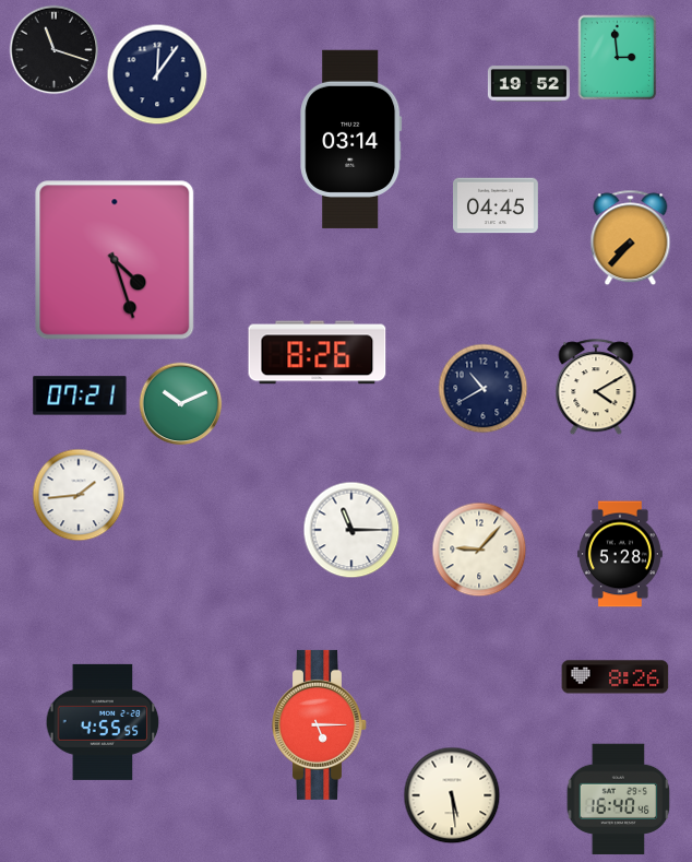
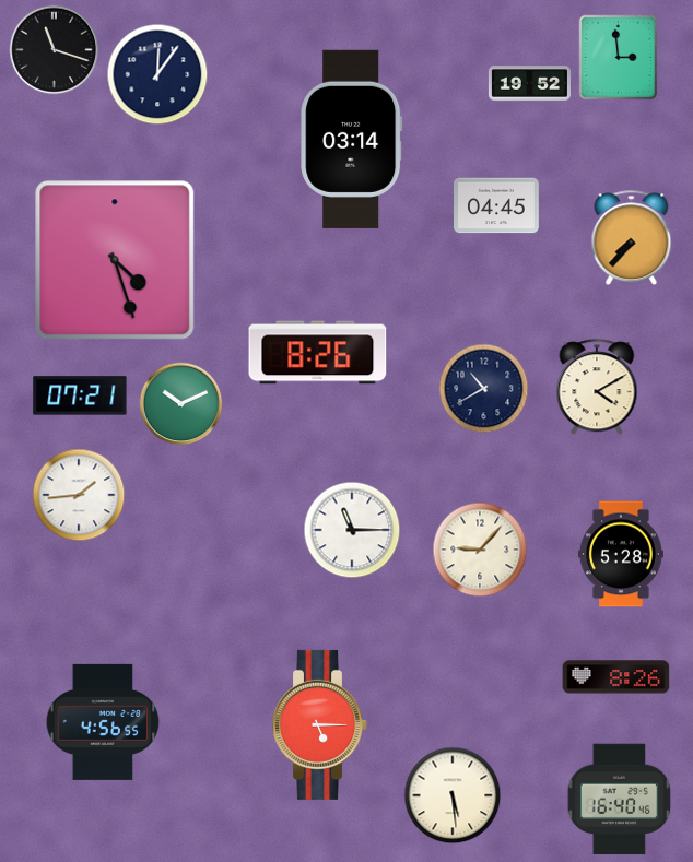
clock at (103, 722): 4:55 -> 4:56
